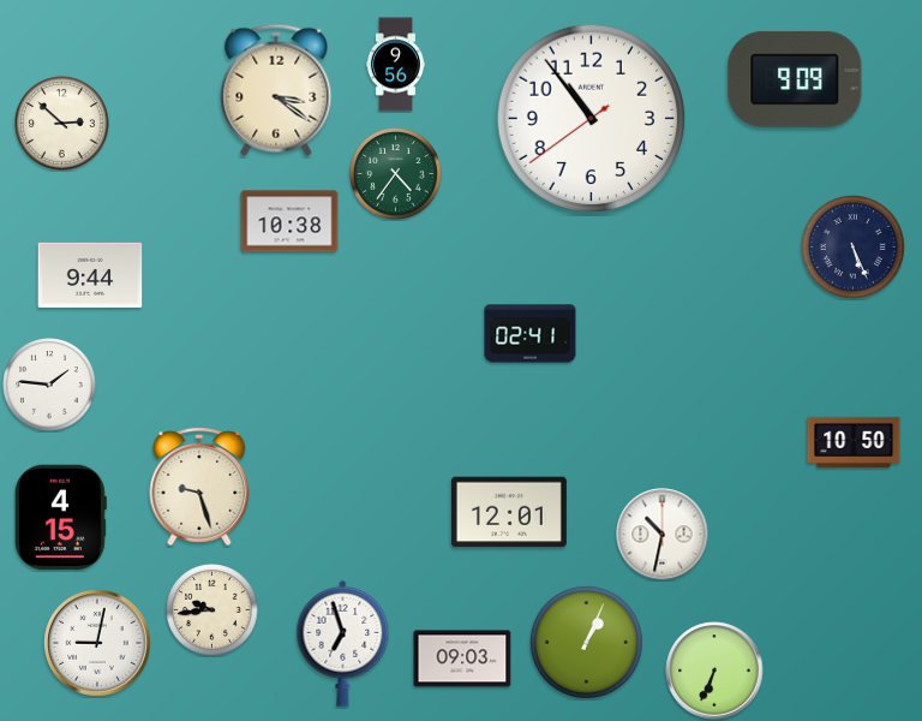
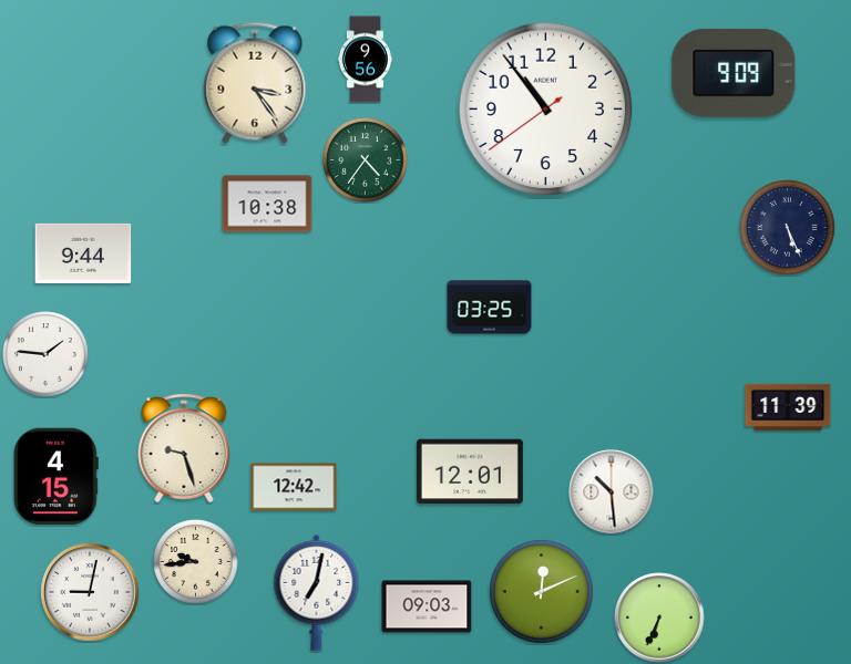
clock at (276, 90): 3:21 -> 3:24
clock at (62, 124): 2:52 -> none
clock at (531, 334): 02:41 -> 03:25
clock at (854, 442): 10:50 -> 11:39
clock at (294, 487): none -> 12:42
clock at (663, 535): 10:32 -> 10:29
clock at (586, 642): 1:04 -> 12:11
clock at (343, 643): 6:57 -> 7:02
